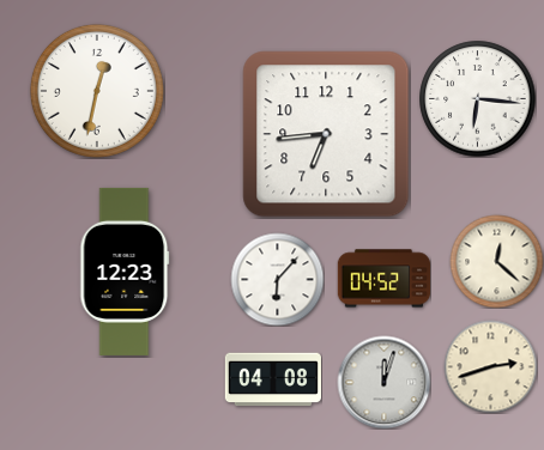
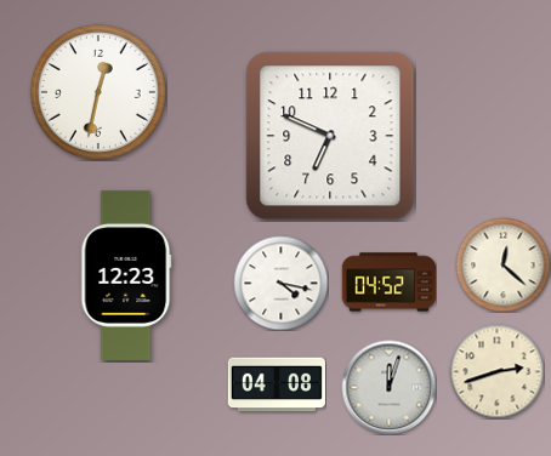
clock at (478, 99): 6:16 -> none
clock at (326, 134): 6:44 -> 6:49
clock at (277, 279): 6:07 -> 4:17
